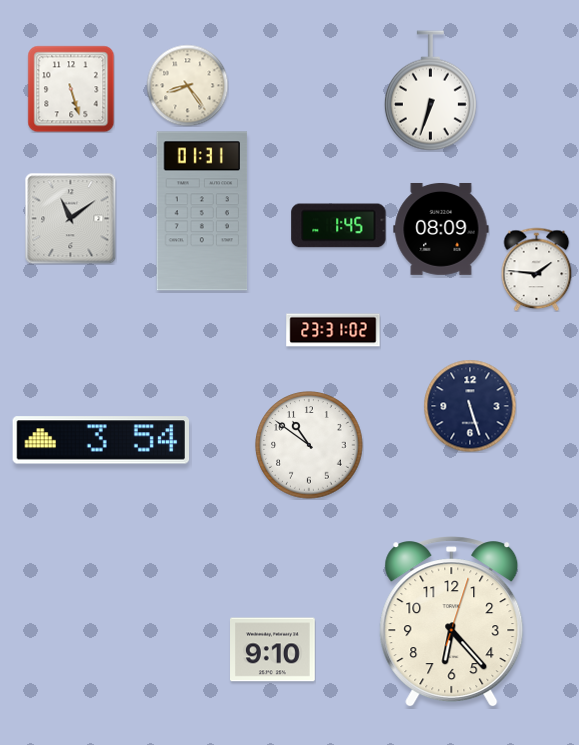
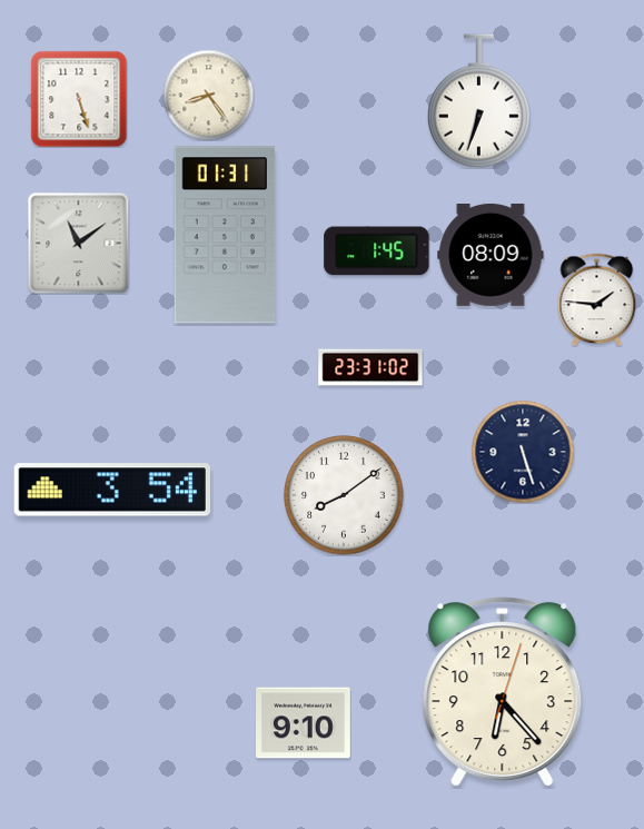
clock at (309, 445): 10:51 -> 8:09
